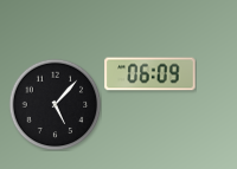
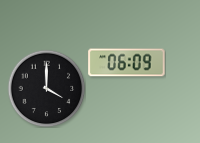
clock at (55, 104): 5:07 -> 4:00
